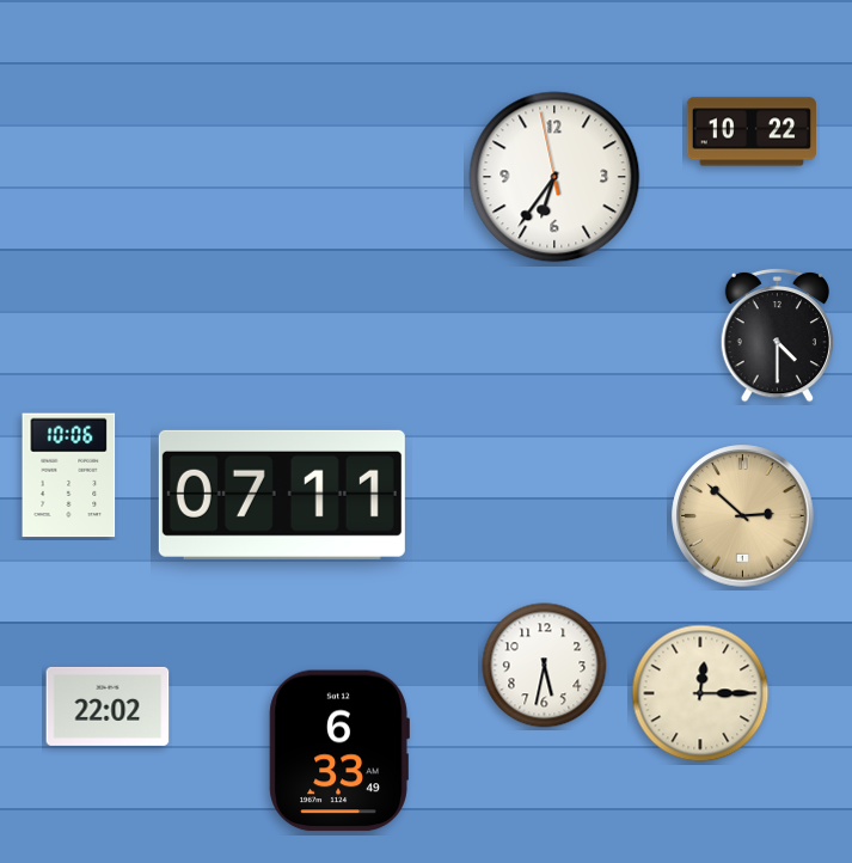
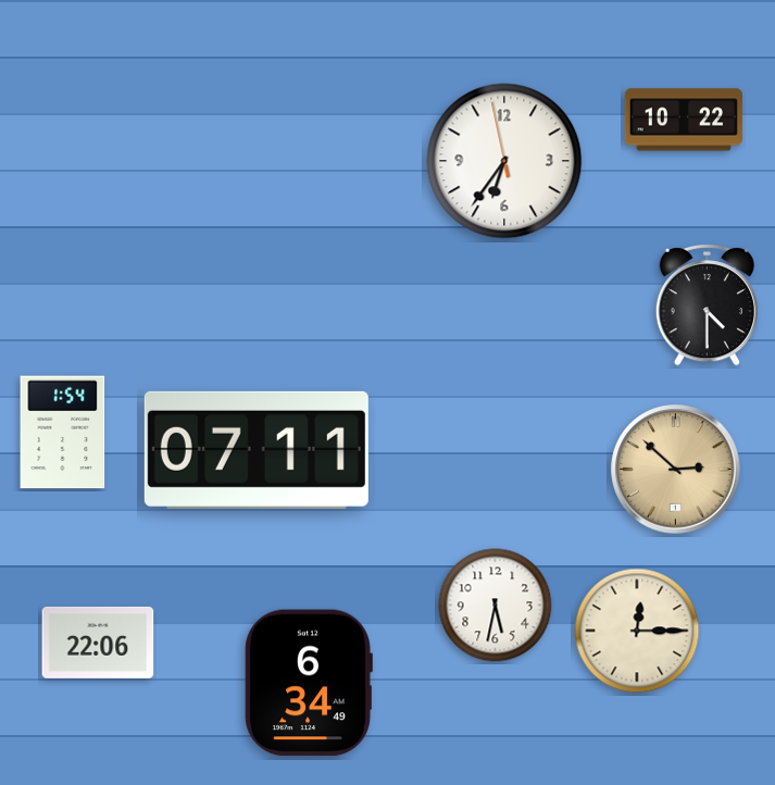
clock at (69, 476): 10:06 -> 1:54
clock at (108, 706): 22:02 -> 22:06
clock at (339, 751): 6:33 -> 6:34
